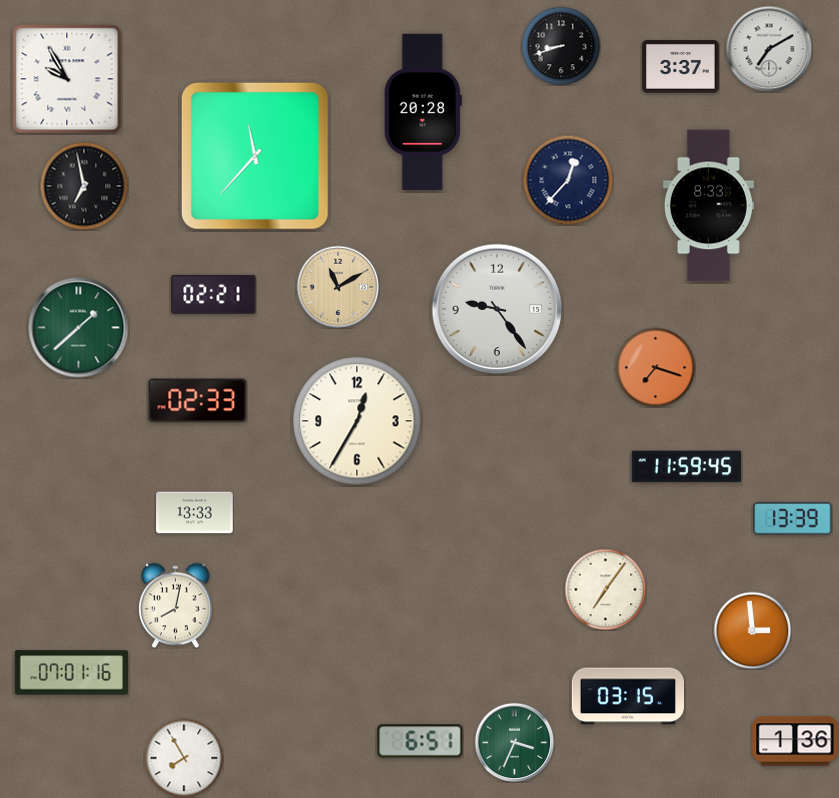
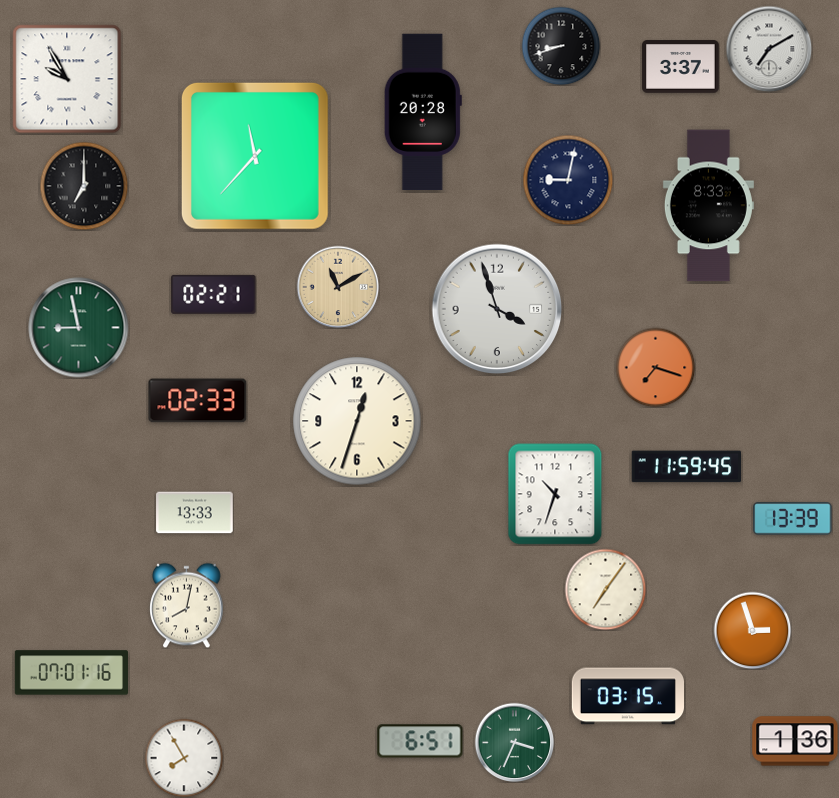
clock at (568, 180): 12:37 -> 9:02
clock at (84, 186): 6:58 -> 7:00
clock at (497, 309): 9:24 -> 3:57
clock at (79, 328): 1:38 -> 8:58
clock at (357, 421): 12:35 -> 12:33
clock at (555, 494): none -> 10:33
clock at (176, 605) position: (176, 605) -> (187, 605)
clock at (752, 630): 2:59 -> 2:57
